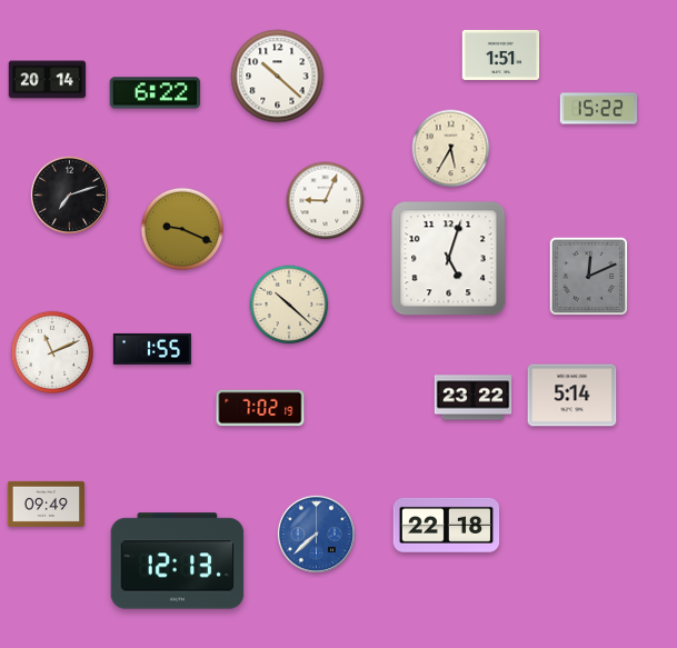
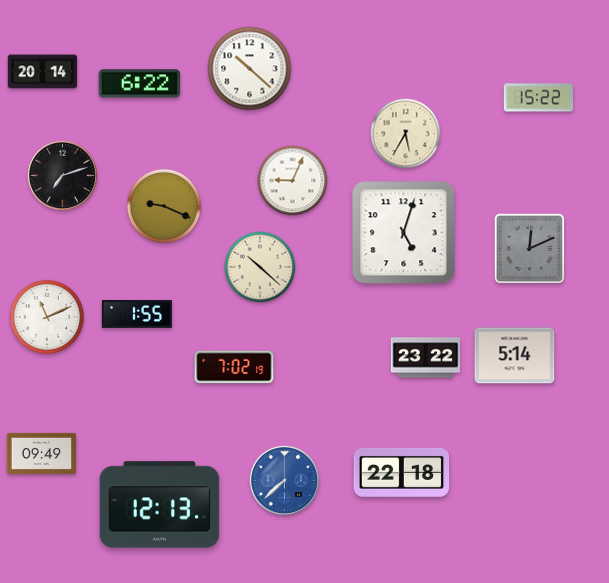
clock at (501, 54): 1:51 -> none
clock at (289, 305) position: (289, 305) -> (260, 267)
